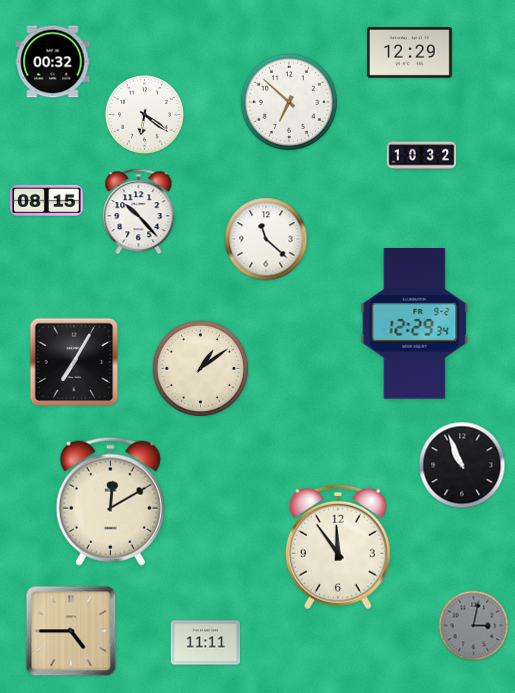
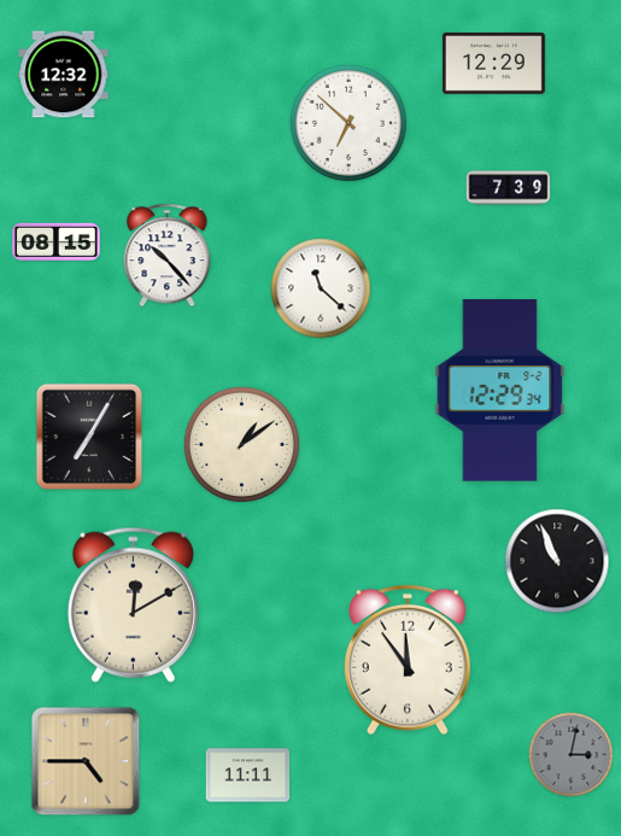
clock at (53, 62): 00:32 -> 12:32
clock at (145, 115): 6:21 -> none
clock at (422, 156): 10:32 -> 7:39
